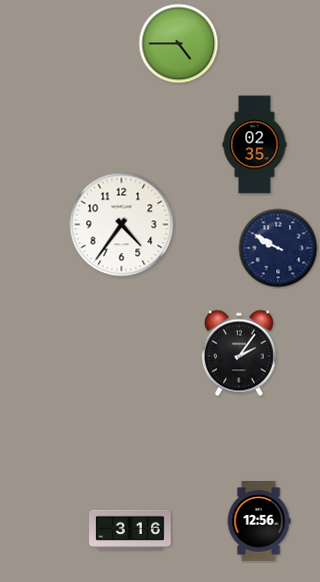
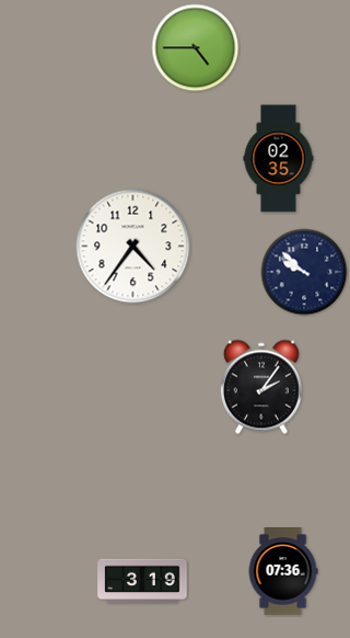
clock at (278, 248): 9:50 -> 9:52
clock at (259, 522): 12:56 -> 07:36
clock at (130, 530): 3:16 -> 3:19
